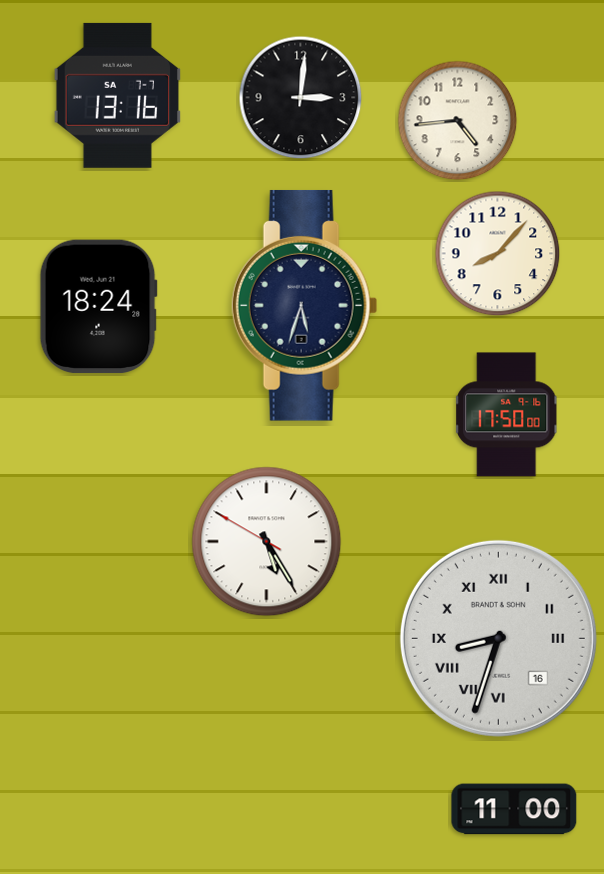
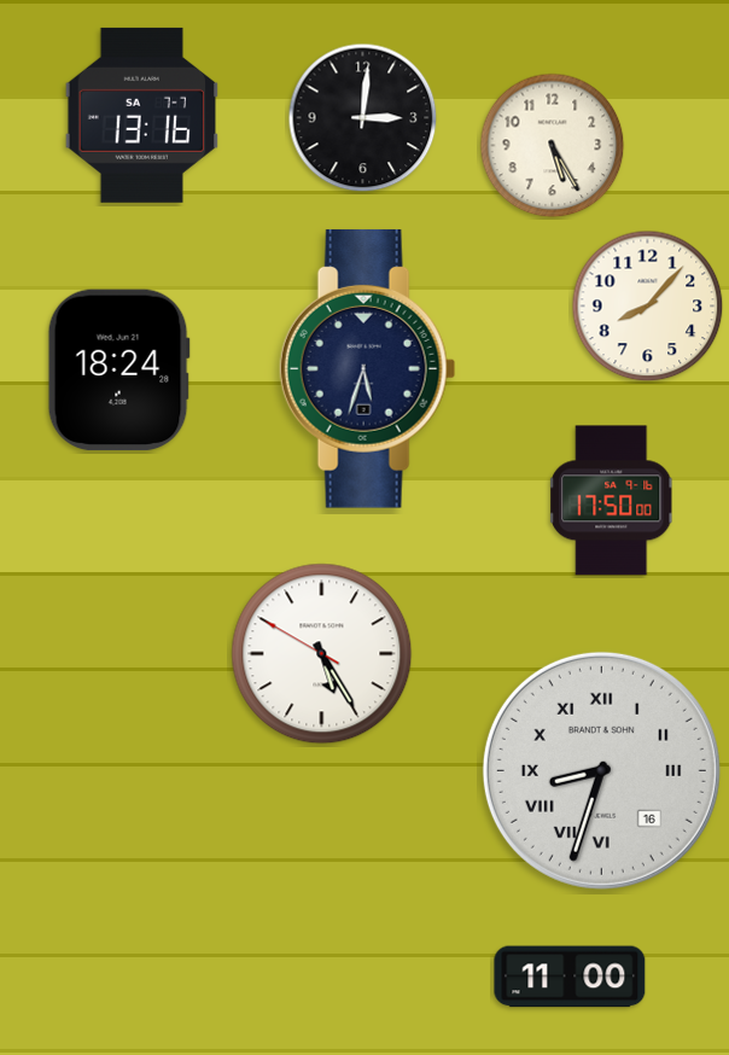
clock at (458, 121): 4:44 -> 5:25
clock at (498, 254) position: (498, 254) -> (648, 307)
clock at (514, 809) position: (514, 809) -> (570, 977)
